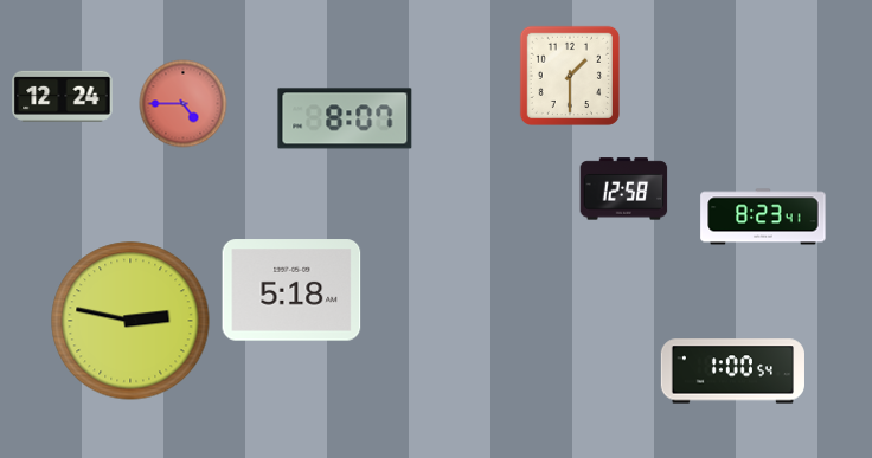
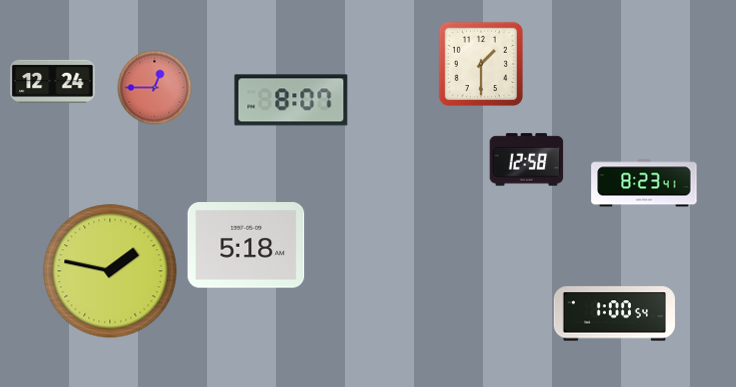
clock at (184, 104): 4:45 -> 12:45
clock at (130, 321): 2:47 -> 1:47
clock at (732, 372) position: (732, 372) -> (614, 314)
